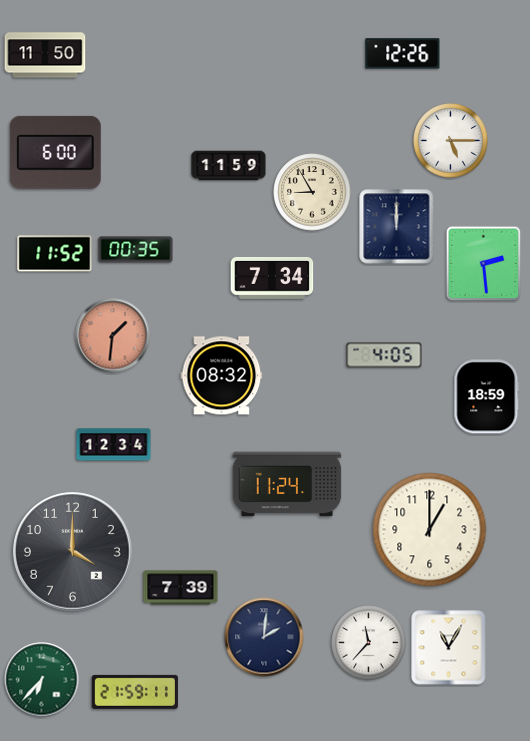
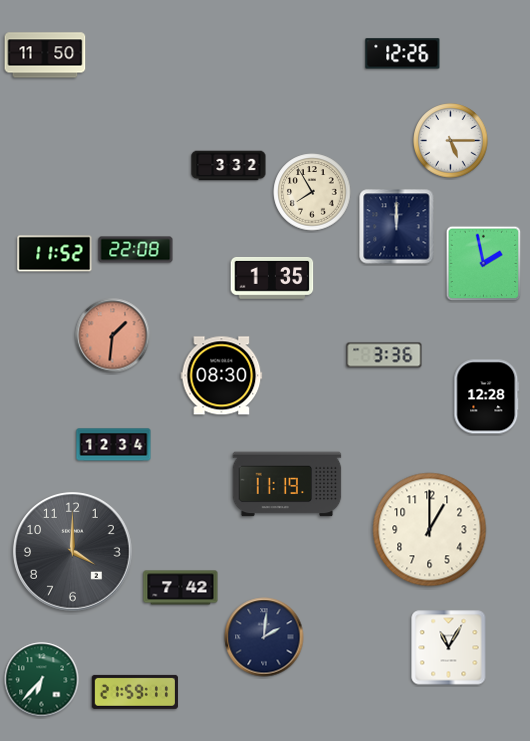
clock at (55, 152): 6:00 -> none
clock at (229, 166): 11:59 -> 3:32
clock at (312, 192): 8:55 -> 7:55
clock at (136, 250): 00:35 -> 22:08
clock at (484, 264): 2:29 -> 1:58
clock at (272, 278): 7:34 -> 1:35
clock at (384, 355): 4:05 -> 3:36
clock at (222, 376): 08:32 -> 08:30
clock at (487, 397): 18:59 -> 12:28
clock at (287, 484): 11:24 -> 11:19
clock at (181, 588): 7:39 -> 7:42
clock at (369, 643): 11:37 -> none
